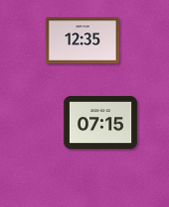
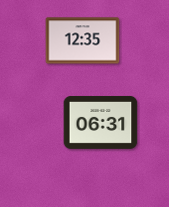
clock at (101, 122): 07:15 -> 06:31
